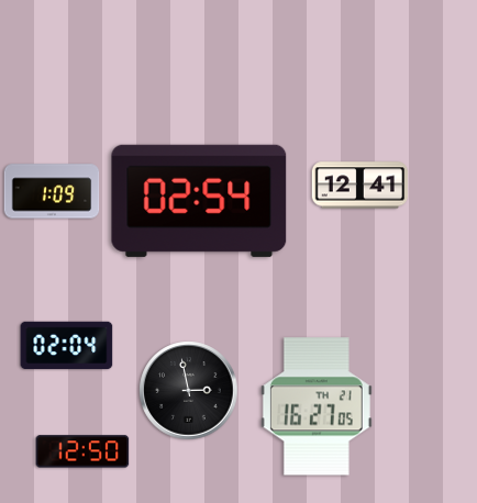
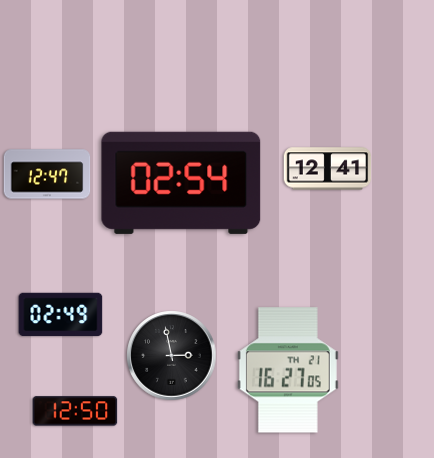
clock at (52, 191): 1:09 -> 12:47
clock at (67, 346): 02:04 -> 02:49
